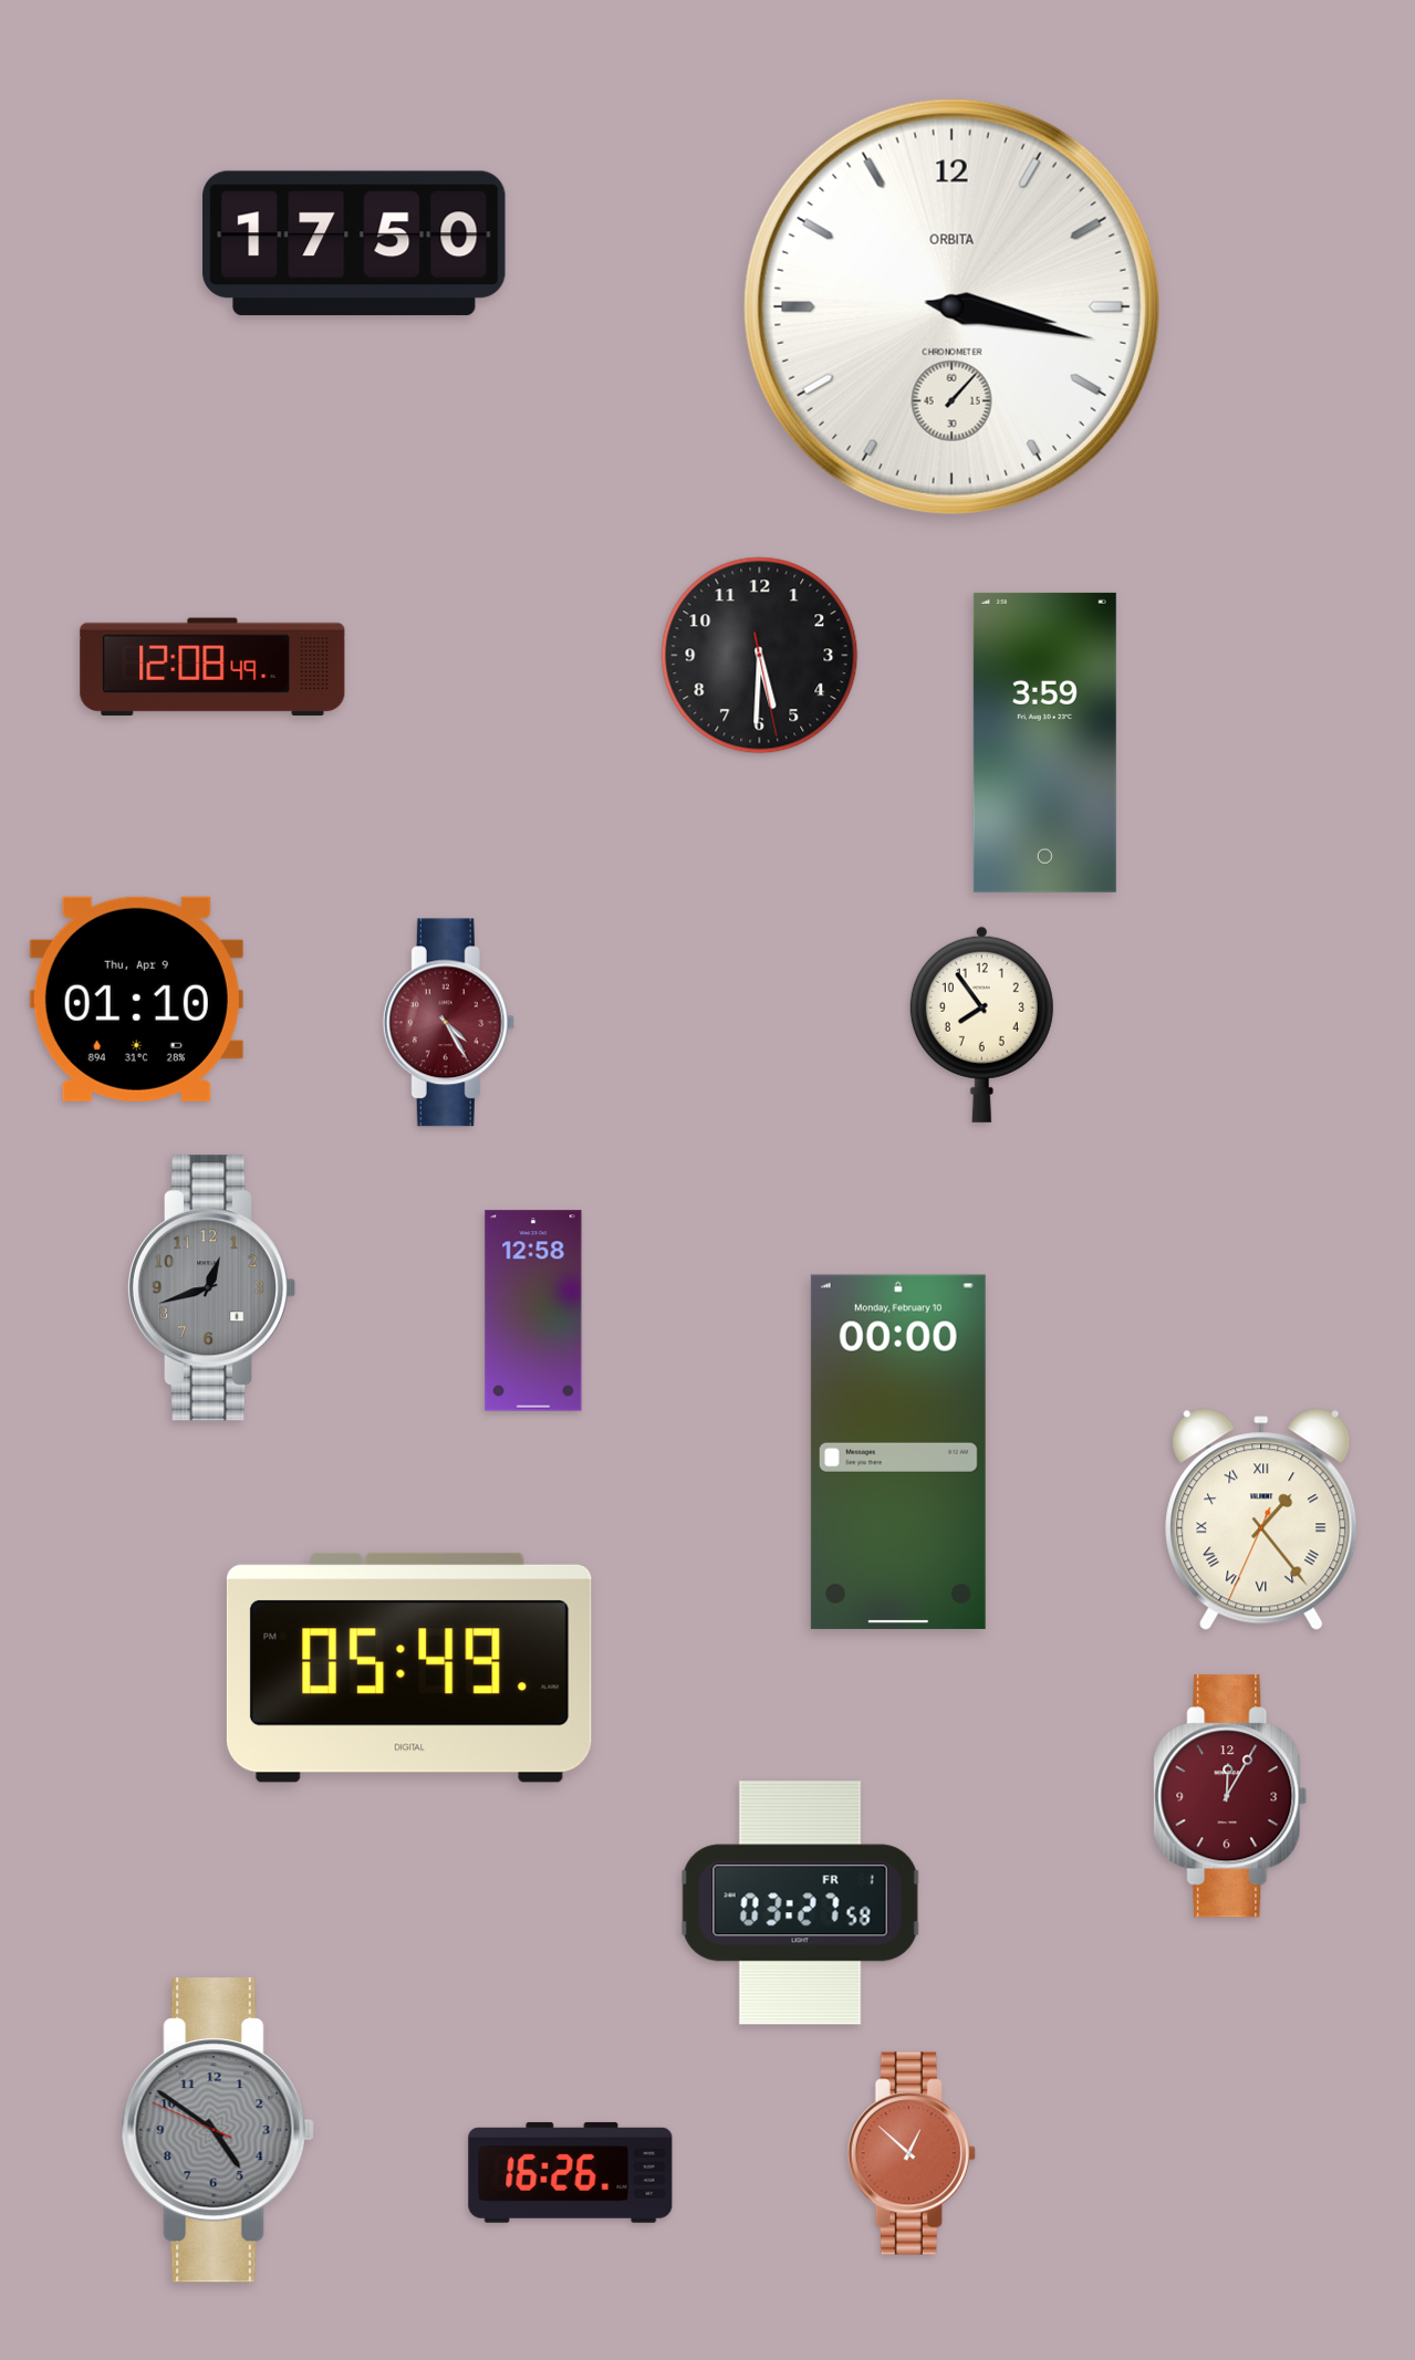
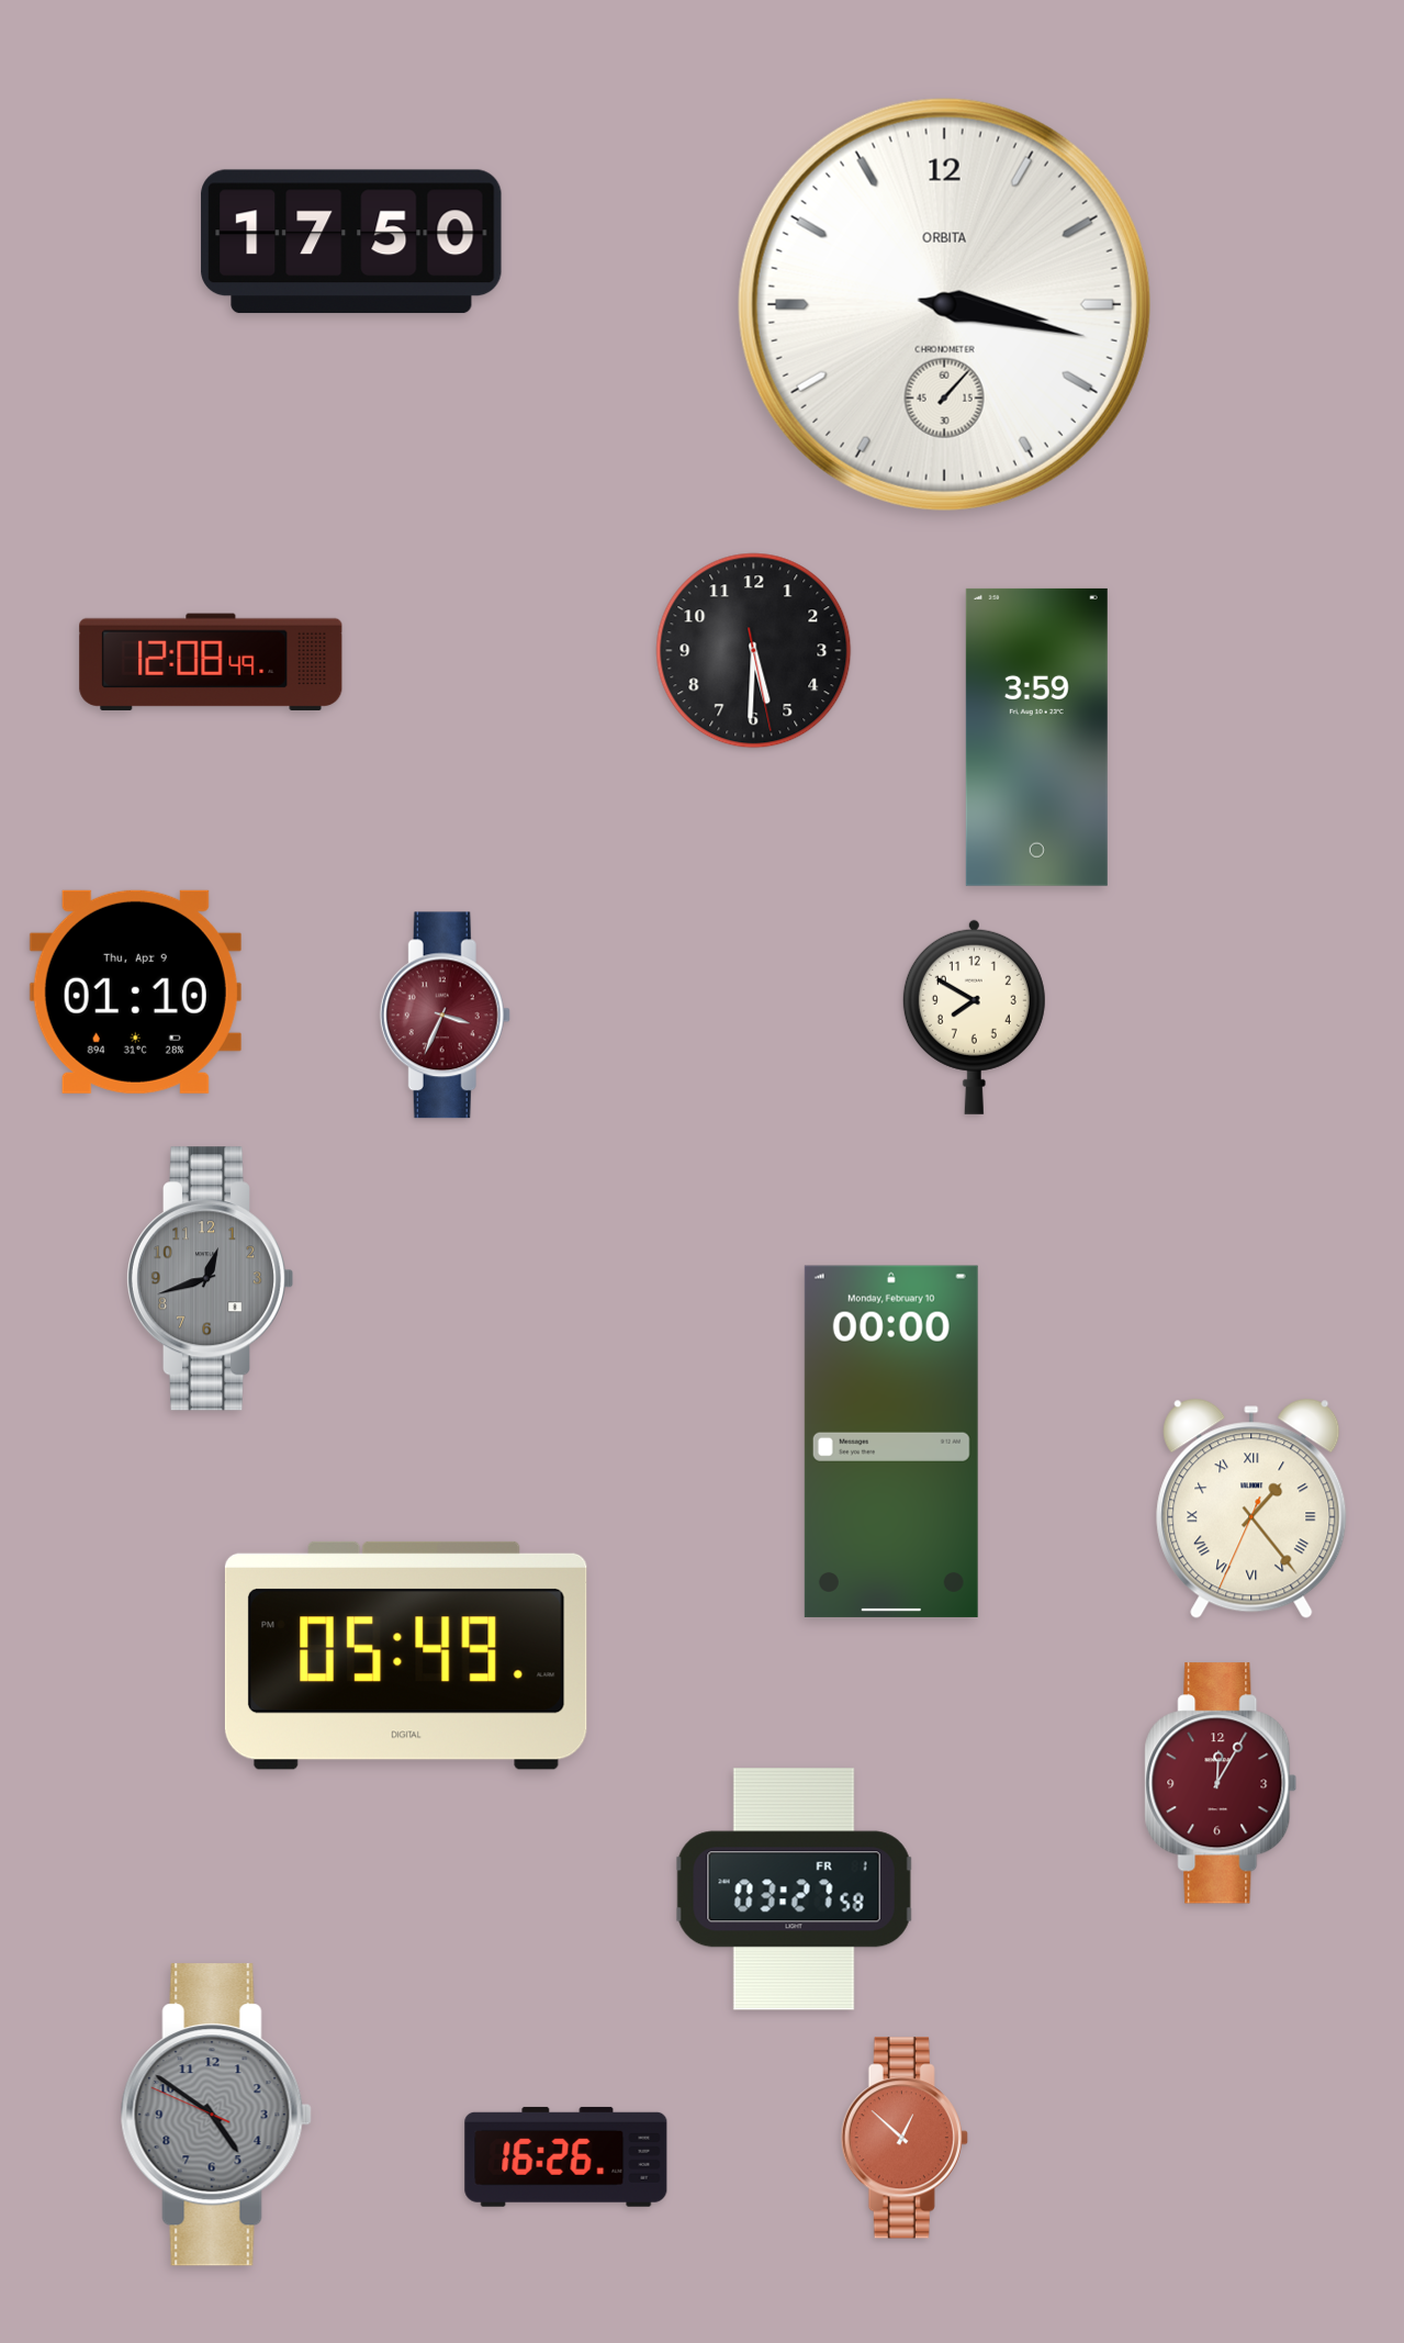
clock at (448, 1023): 4:25 -> 3:34
clock at (981, 1024): 7:54 -> 7:50
clock at (533, 1310): 12:58 -> none
